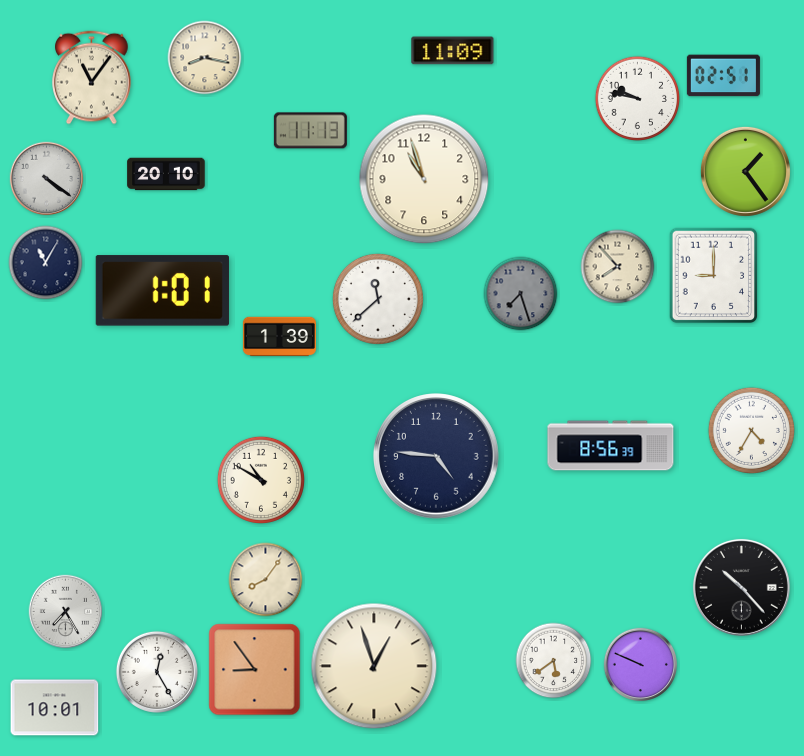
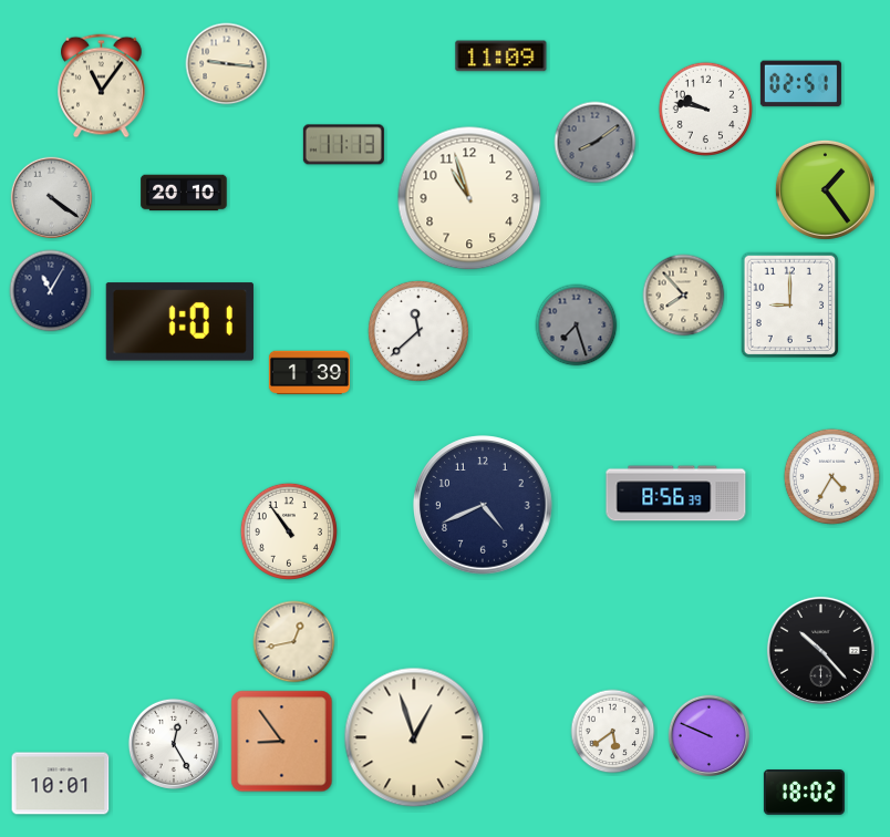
clock at (205, 58): 8:17 -> 9:16
clock at (596, 143): none -> 8:09
clock at (436, 456): 4:46 -> 4:41
clock at (261, 480): 10:50 -> 10:54
clock at (266, 580): 8:06 -> 12:43
clock at (66, 612): 7:25 -> none
clock at (804, 793): none -> 18:02
